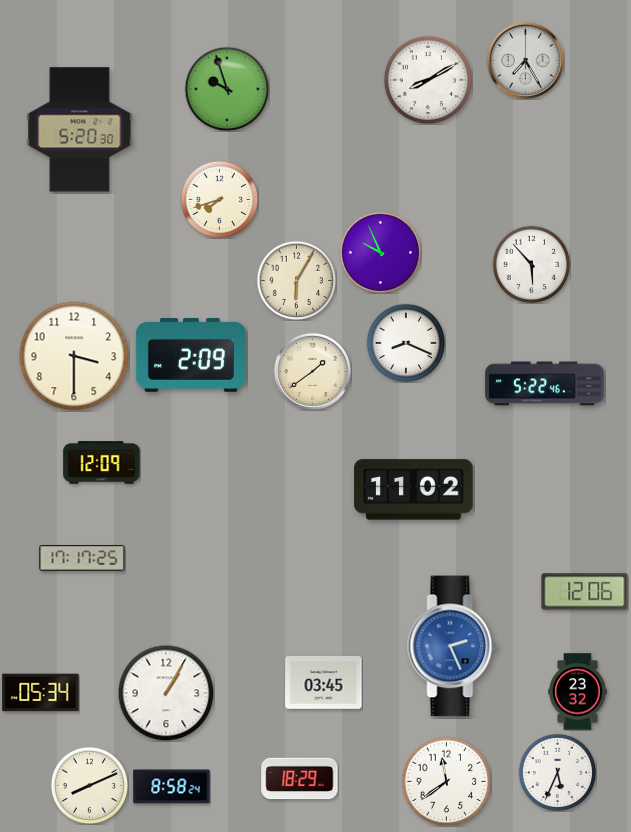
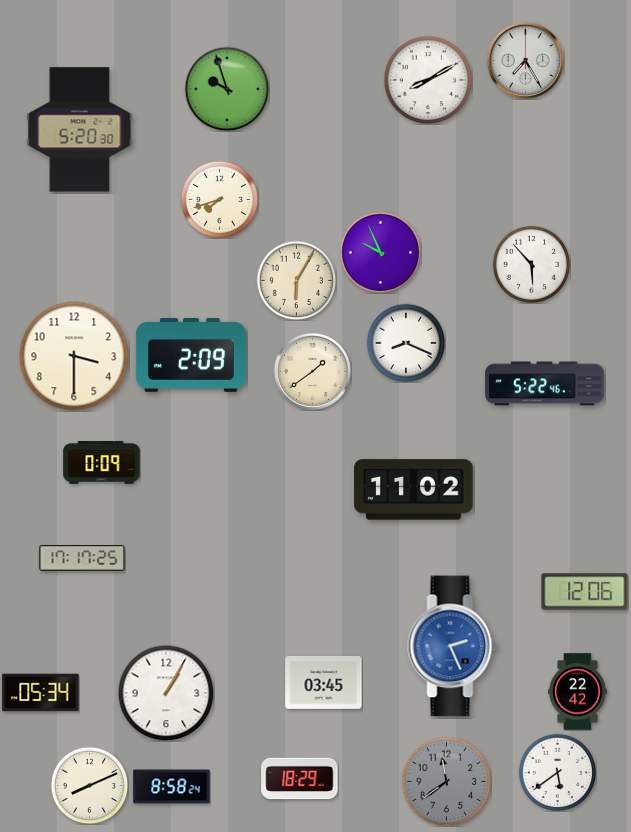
clock at (102, 463): 12:09 -> 0:09
clock at (578, 692): 23:32 -> 22:42
clock at (557, 772): 5:34 -> 5:39
clock at (446, 781) dial: white -> grey
